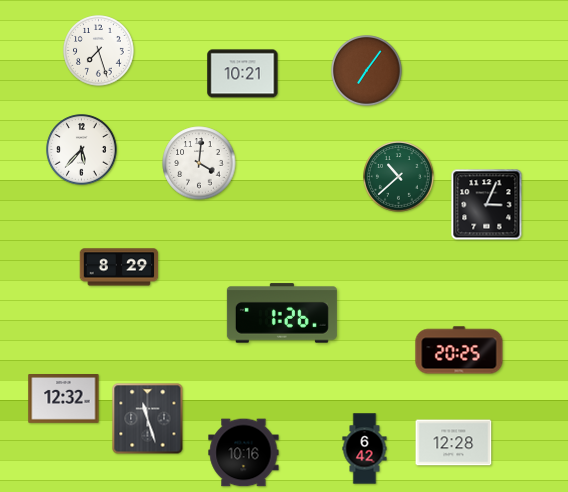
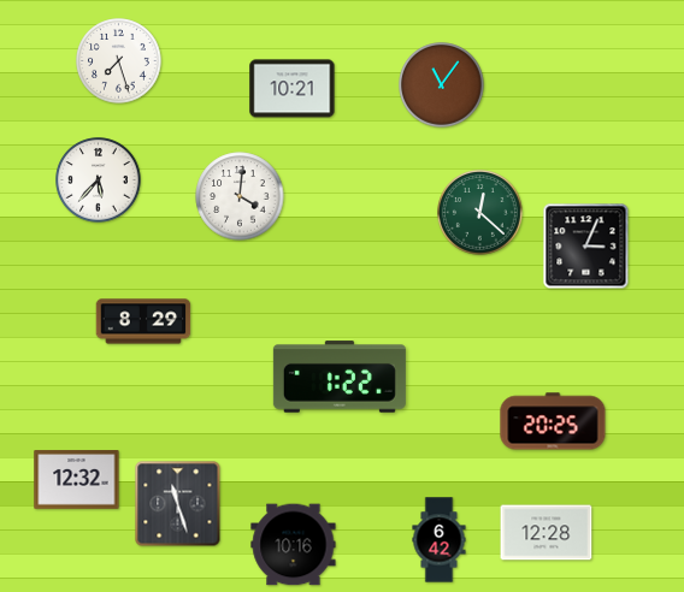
clock at (367, 71): 7:06 -> 11:06
clock at (399, 177): 10:38 -> 12:22
clock at (282, 313): 1:26 -> 1:22
